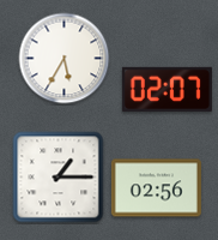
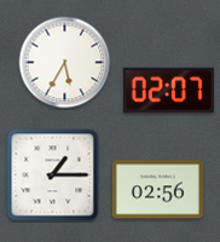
clock at (65, 59) position: (65, 59) -> (65, 63)
clock at (59, 178) position: (59, 178) -> (53, 175)
